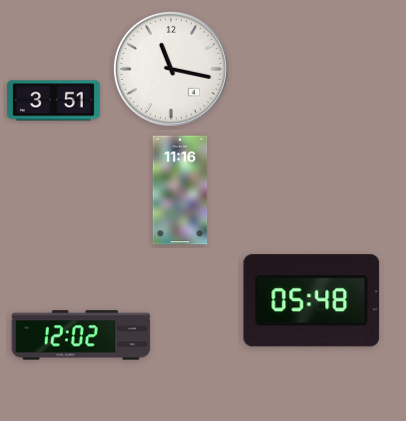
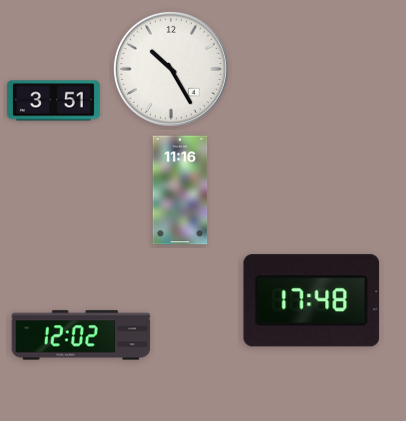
clock at (171, 69): 11:17 -> 10:25
clock at (312, 301): 05:48 -> 17:48
